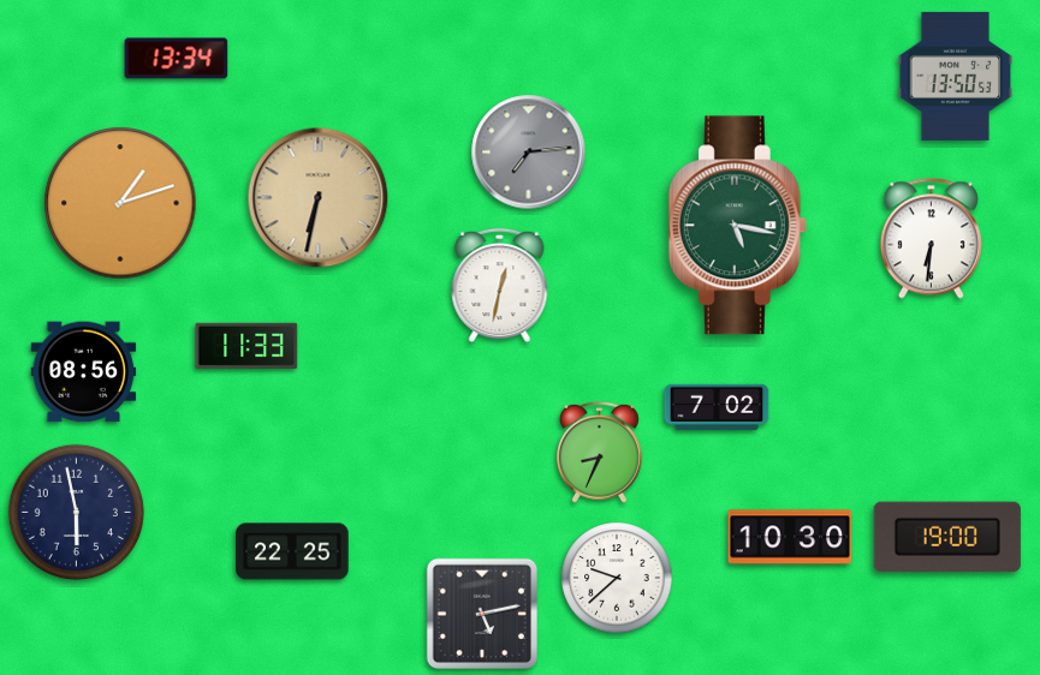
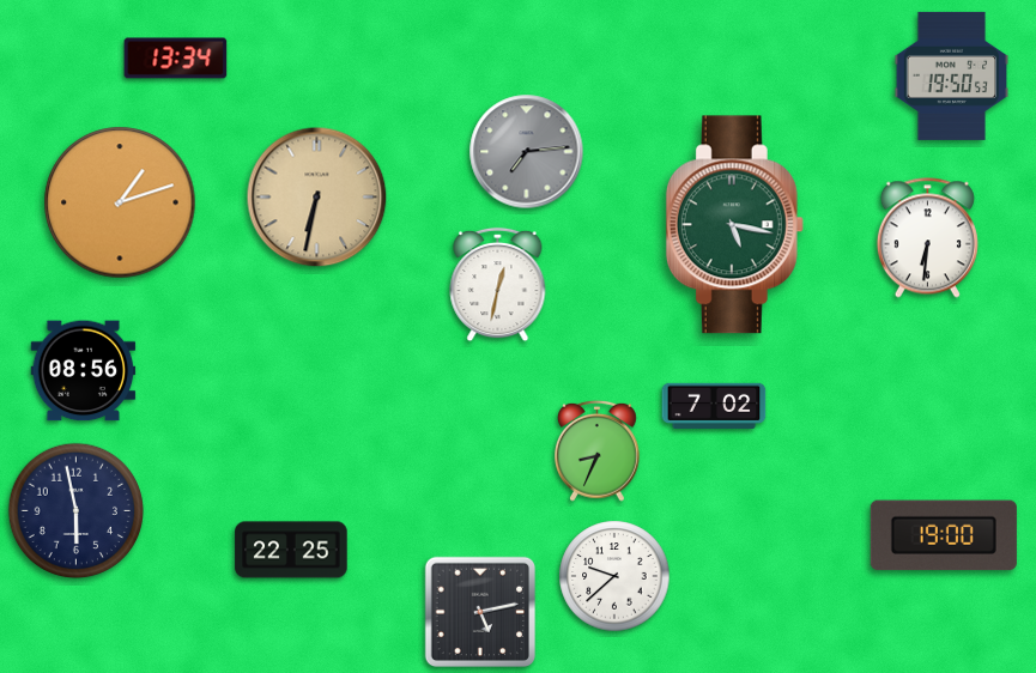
clock at (956, 76): 13:50 -> 19:50
clock at (246, 346): 11:33 -> none
clock at (790, 537): 10:30 -> none
